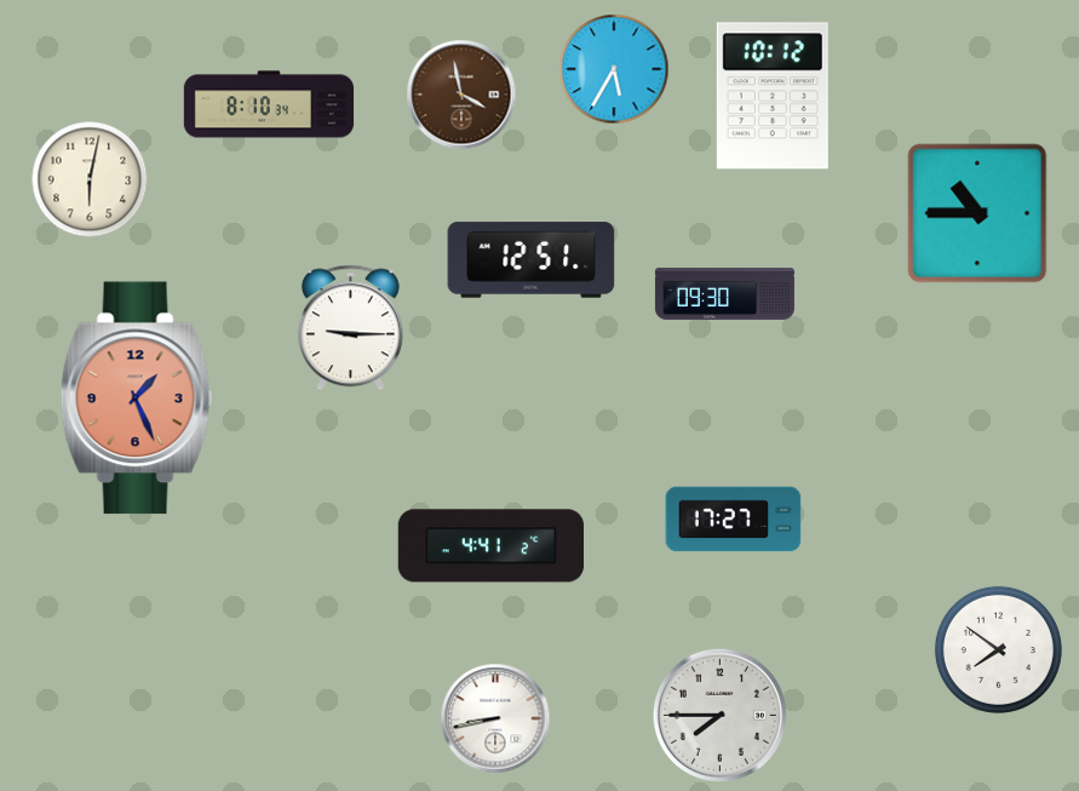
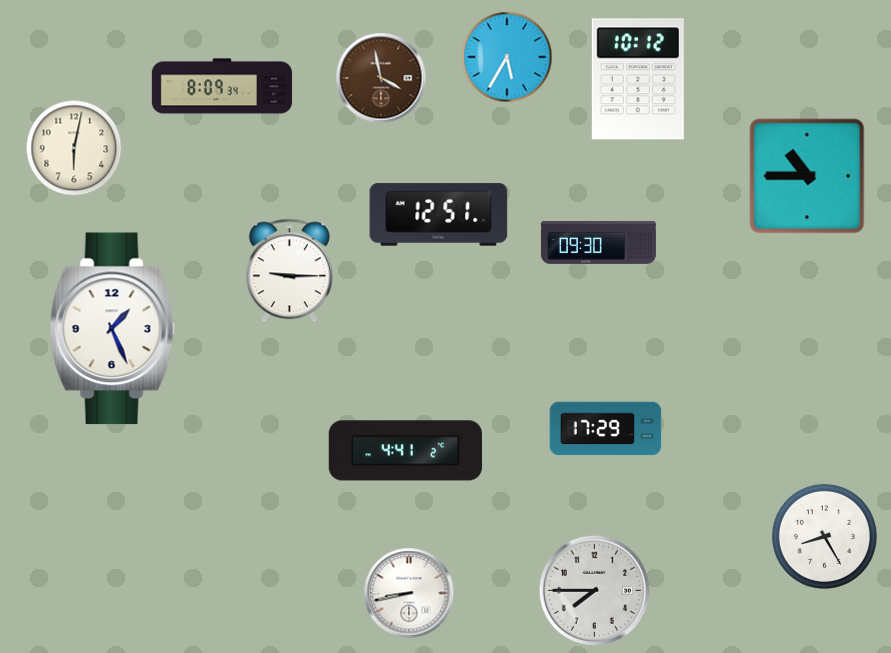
clock at (269, 104): 8:10 -> 8:09
clock at (136, 399) dial: salmon -> white
clock at (734, 520): 17:27 -> 17:29
clock at (998, 649): 7:51 -> 8:25
